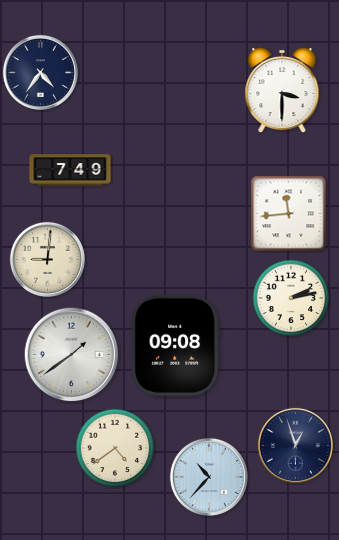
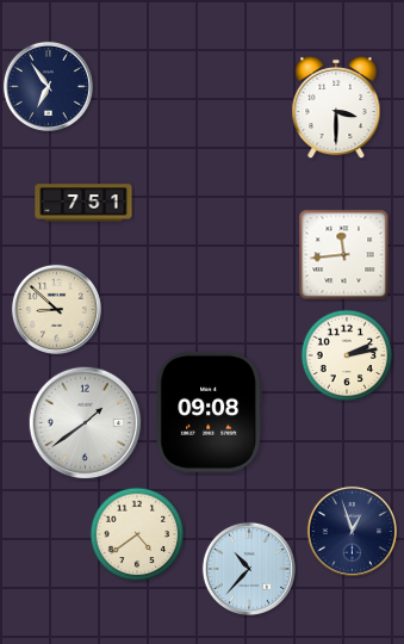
clock at (40, 72): 4:36 -> 6:54
clock at (70, 170): 7:49 -> 7:51
clock at (47, 259): 9:01 -> 8:52
